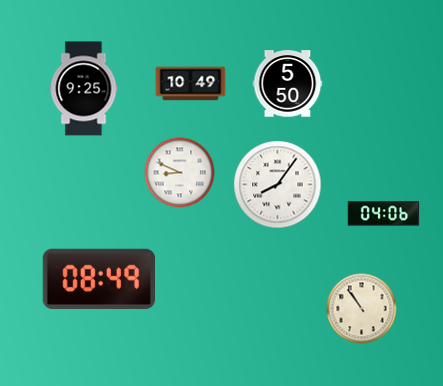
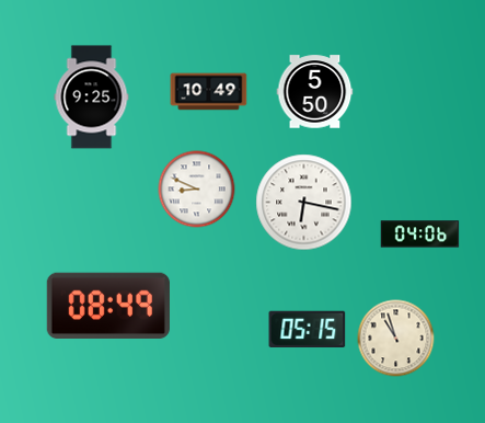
clock at (278, 185): 8:06 -> 6:17
clock at (308, 329): none -> 05:15
clock at (362, 309): 10:54 -> 10:57
